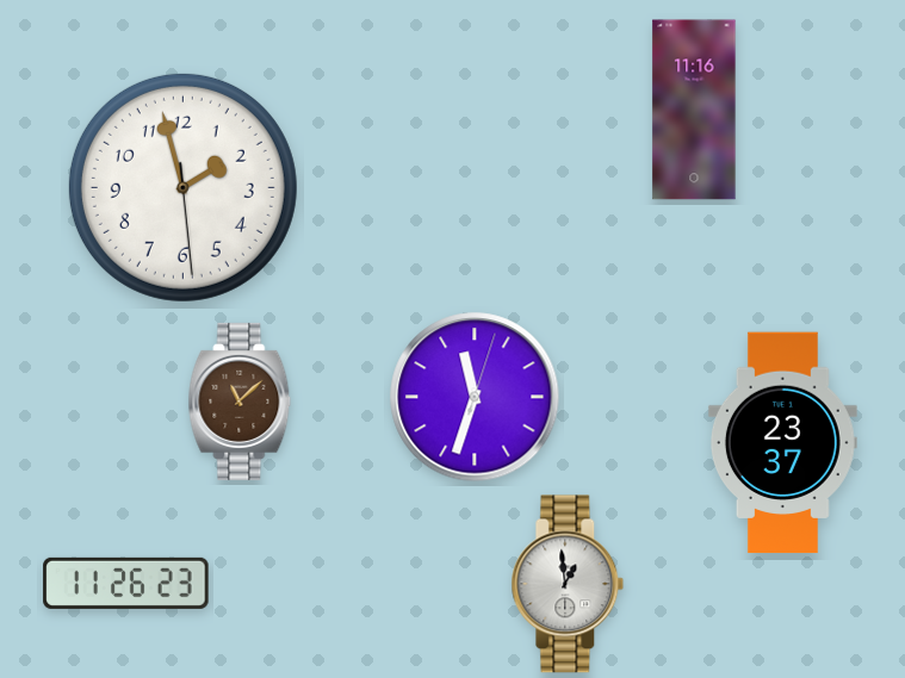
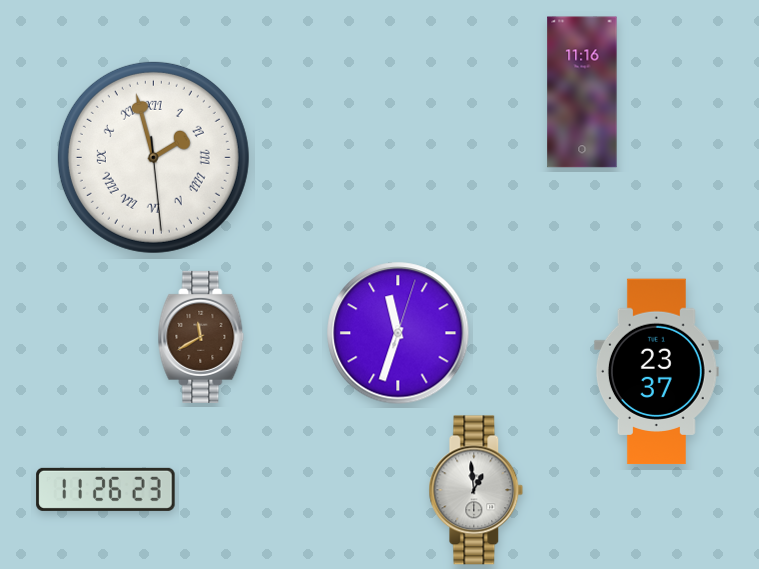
clock at (182, 187) numerals: Arabic -> Roman
clock at (240, 402): 11:08 -> 11:40
